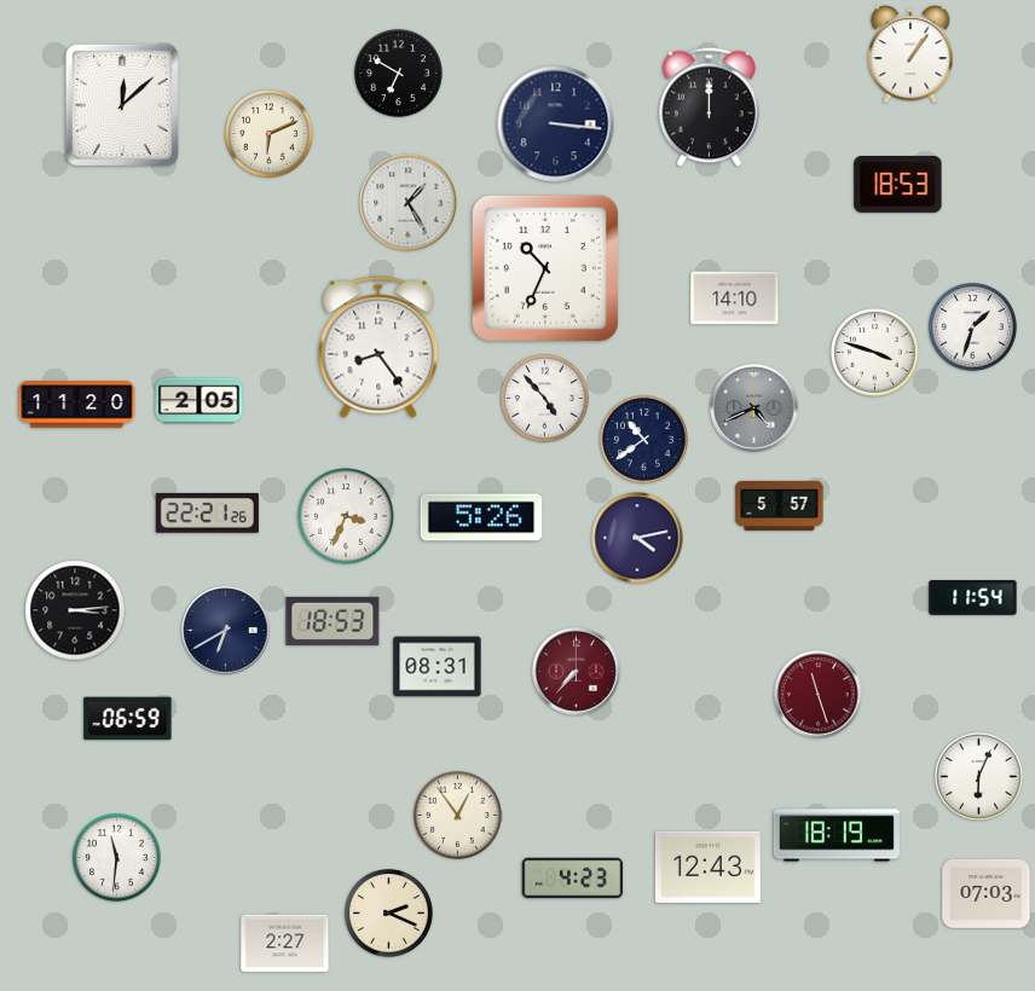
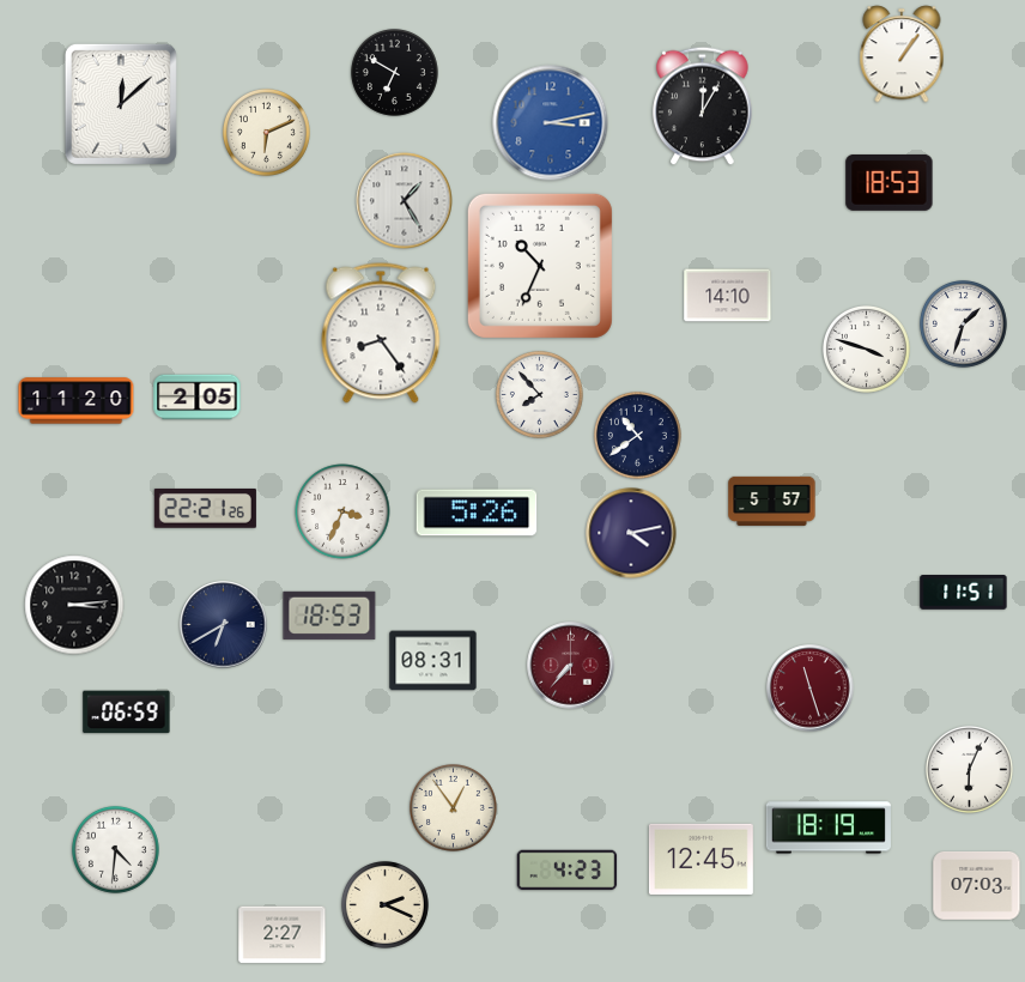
clock at (710, 108): 12:00 -> 12:05
clock at (556, 124): 3:16 -> 3:13
clock at (556, 124) dial: navy -> blue
clock at (378, 347) position: (378, 347) -> (381, 333)
clock at (544, 398): 4:53 -> 7:53
clock at (754, 408): 4:41 -> none
clock at (973, 598): 11:54 -> 11:51
clock at (116, 857): 11:31 -> 4:31
clock at (707, 867): 12:43 -> 12:45
